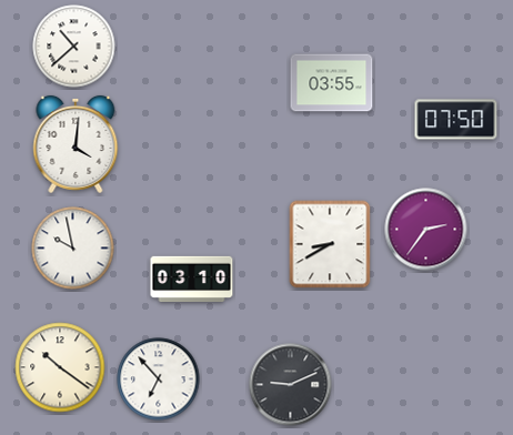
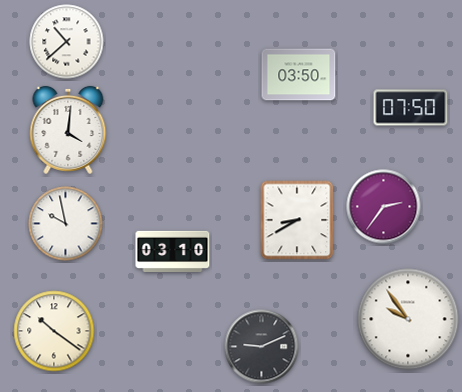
clock at (332, 83): 03:55 -> 03:50
clock at (408, 319): none -> 9:54
clock at (159, 380): 6:53 -> none
